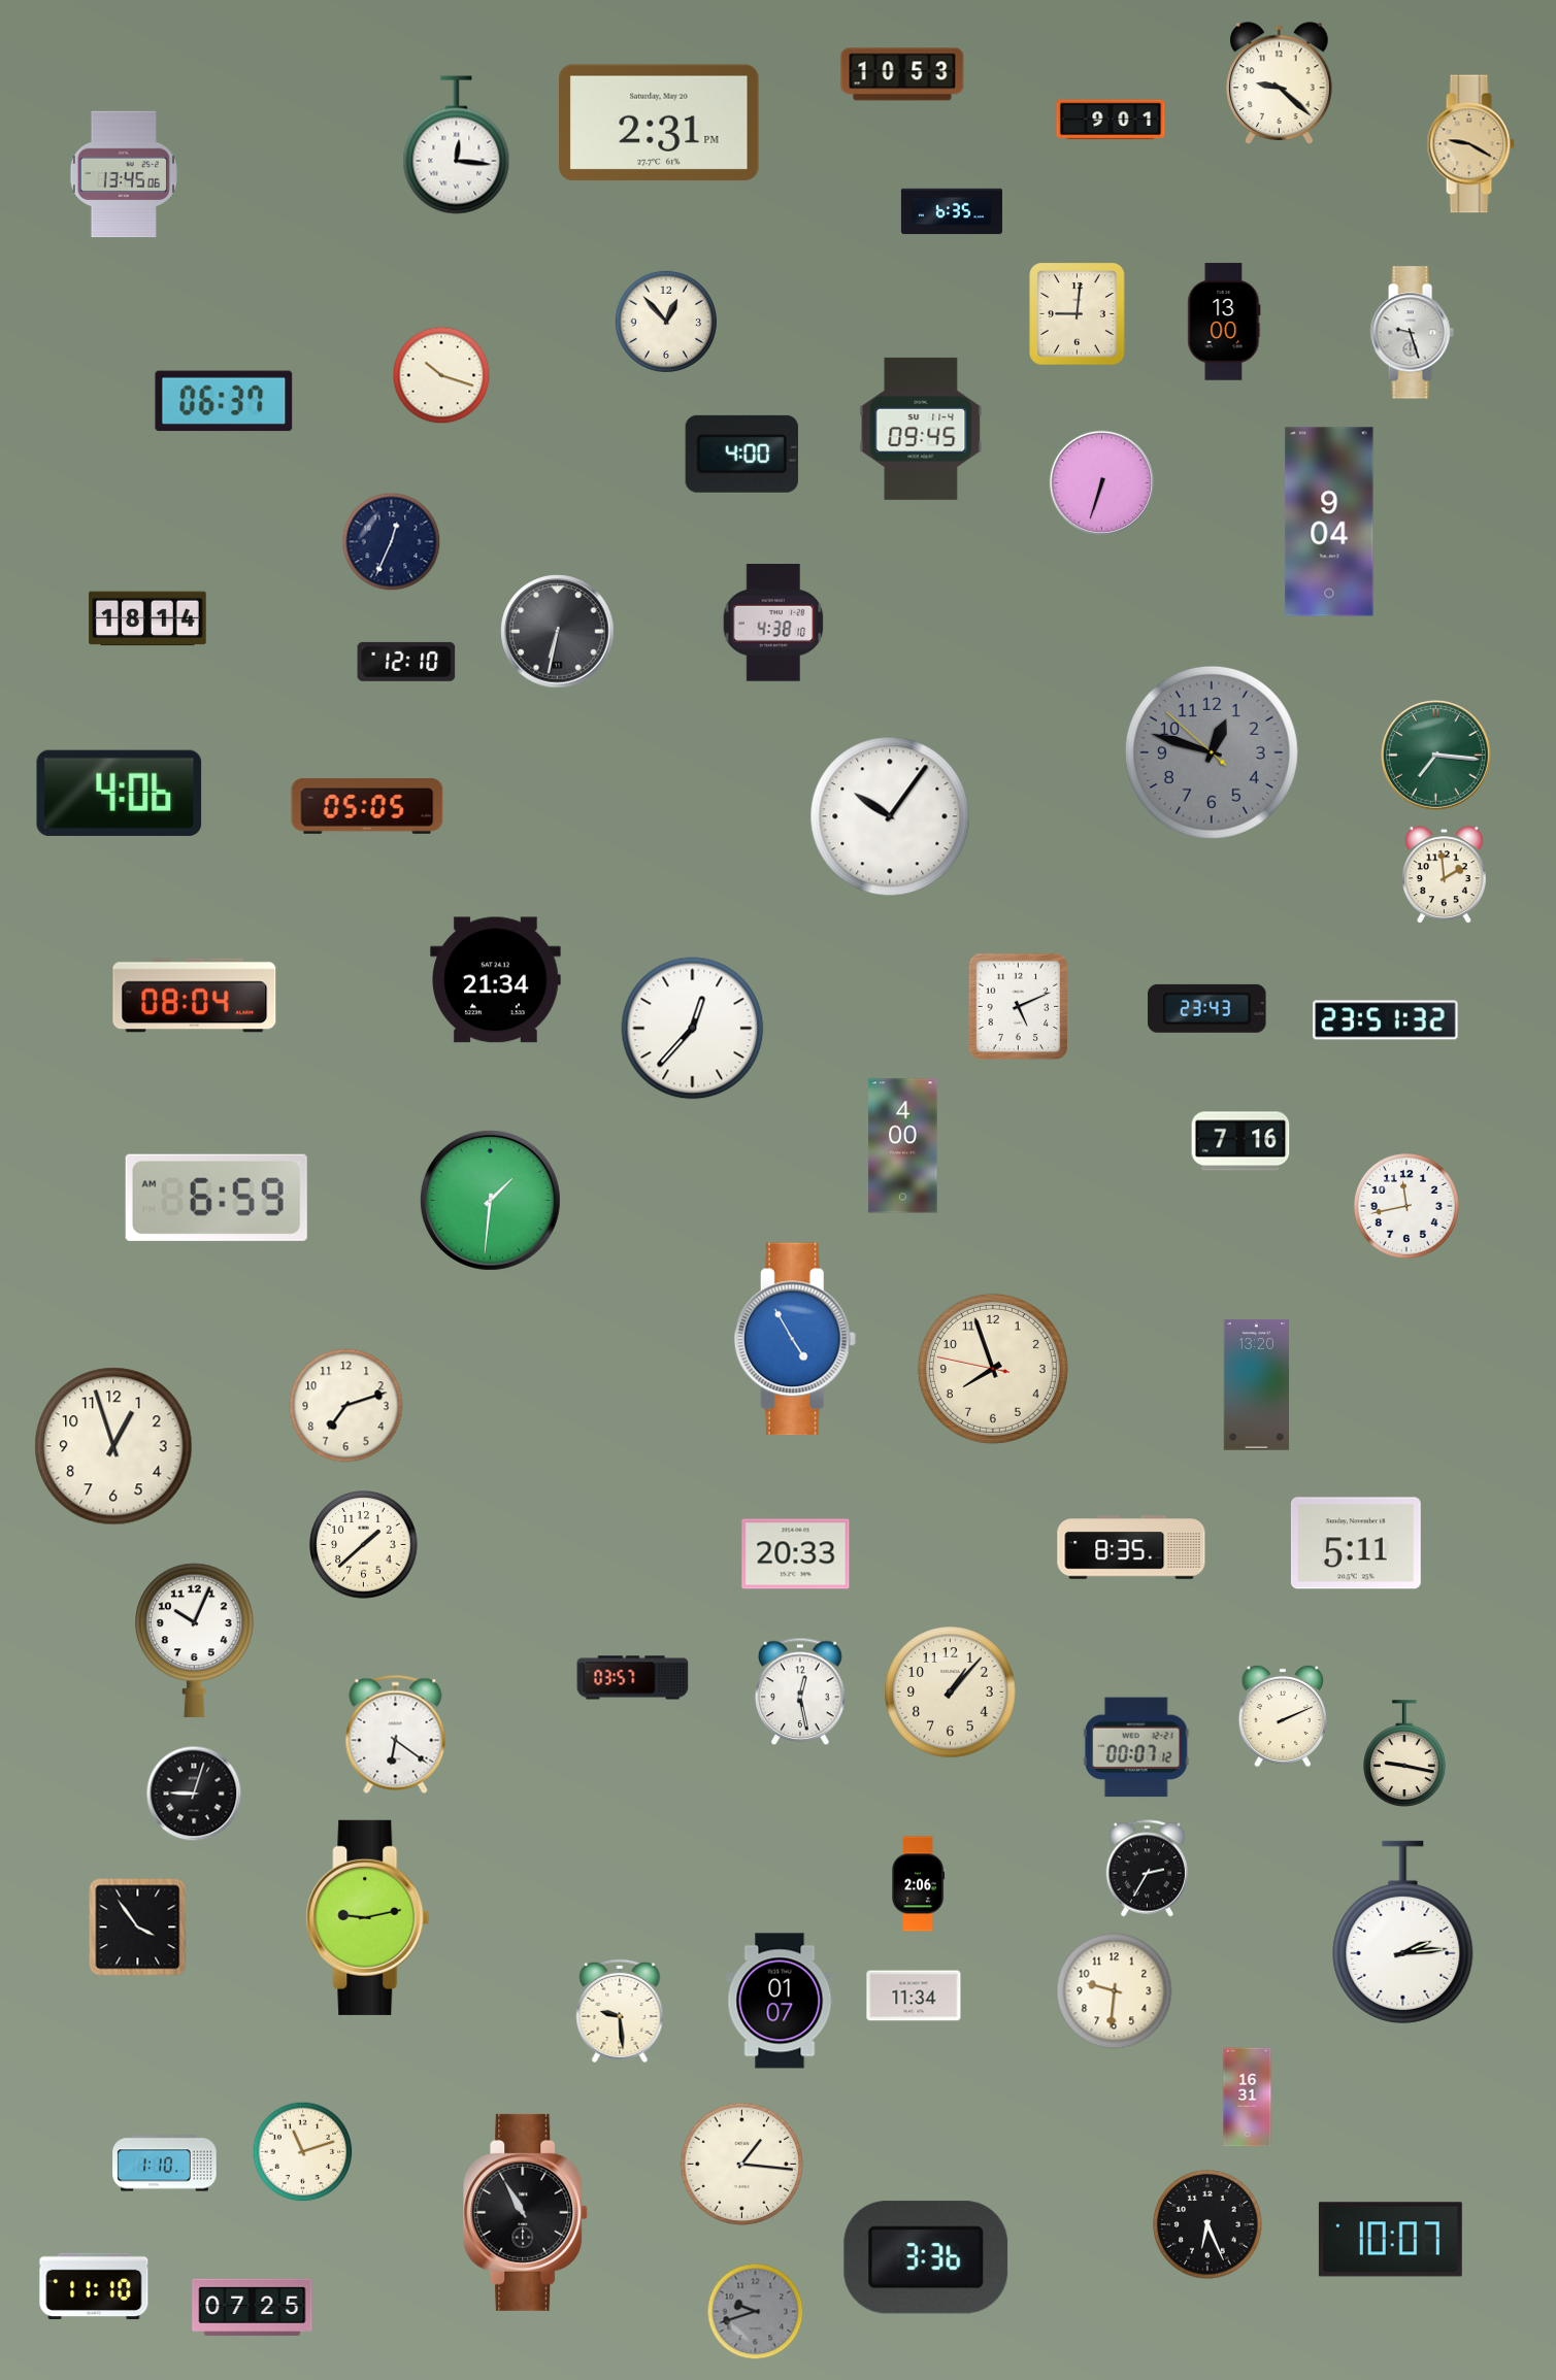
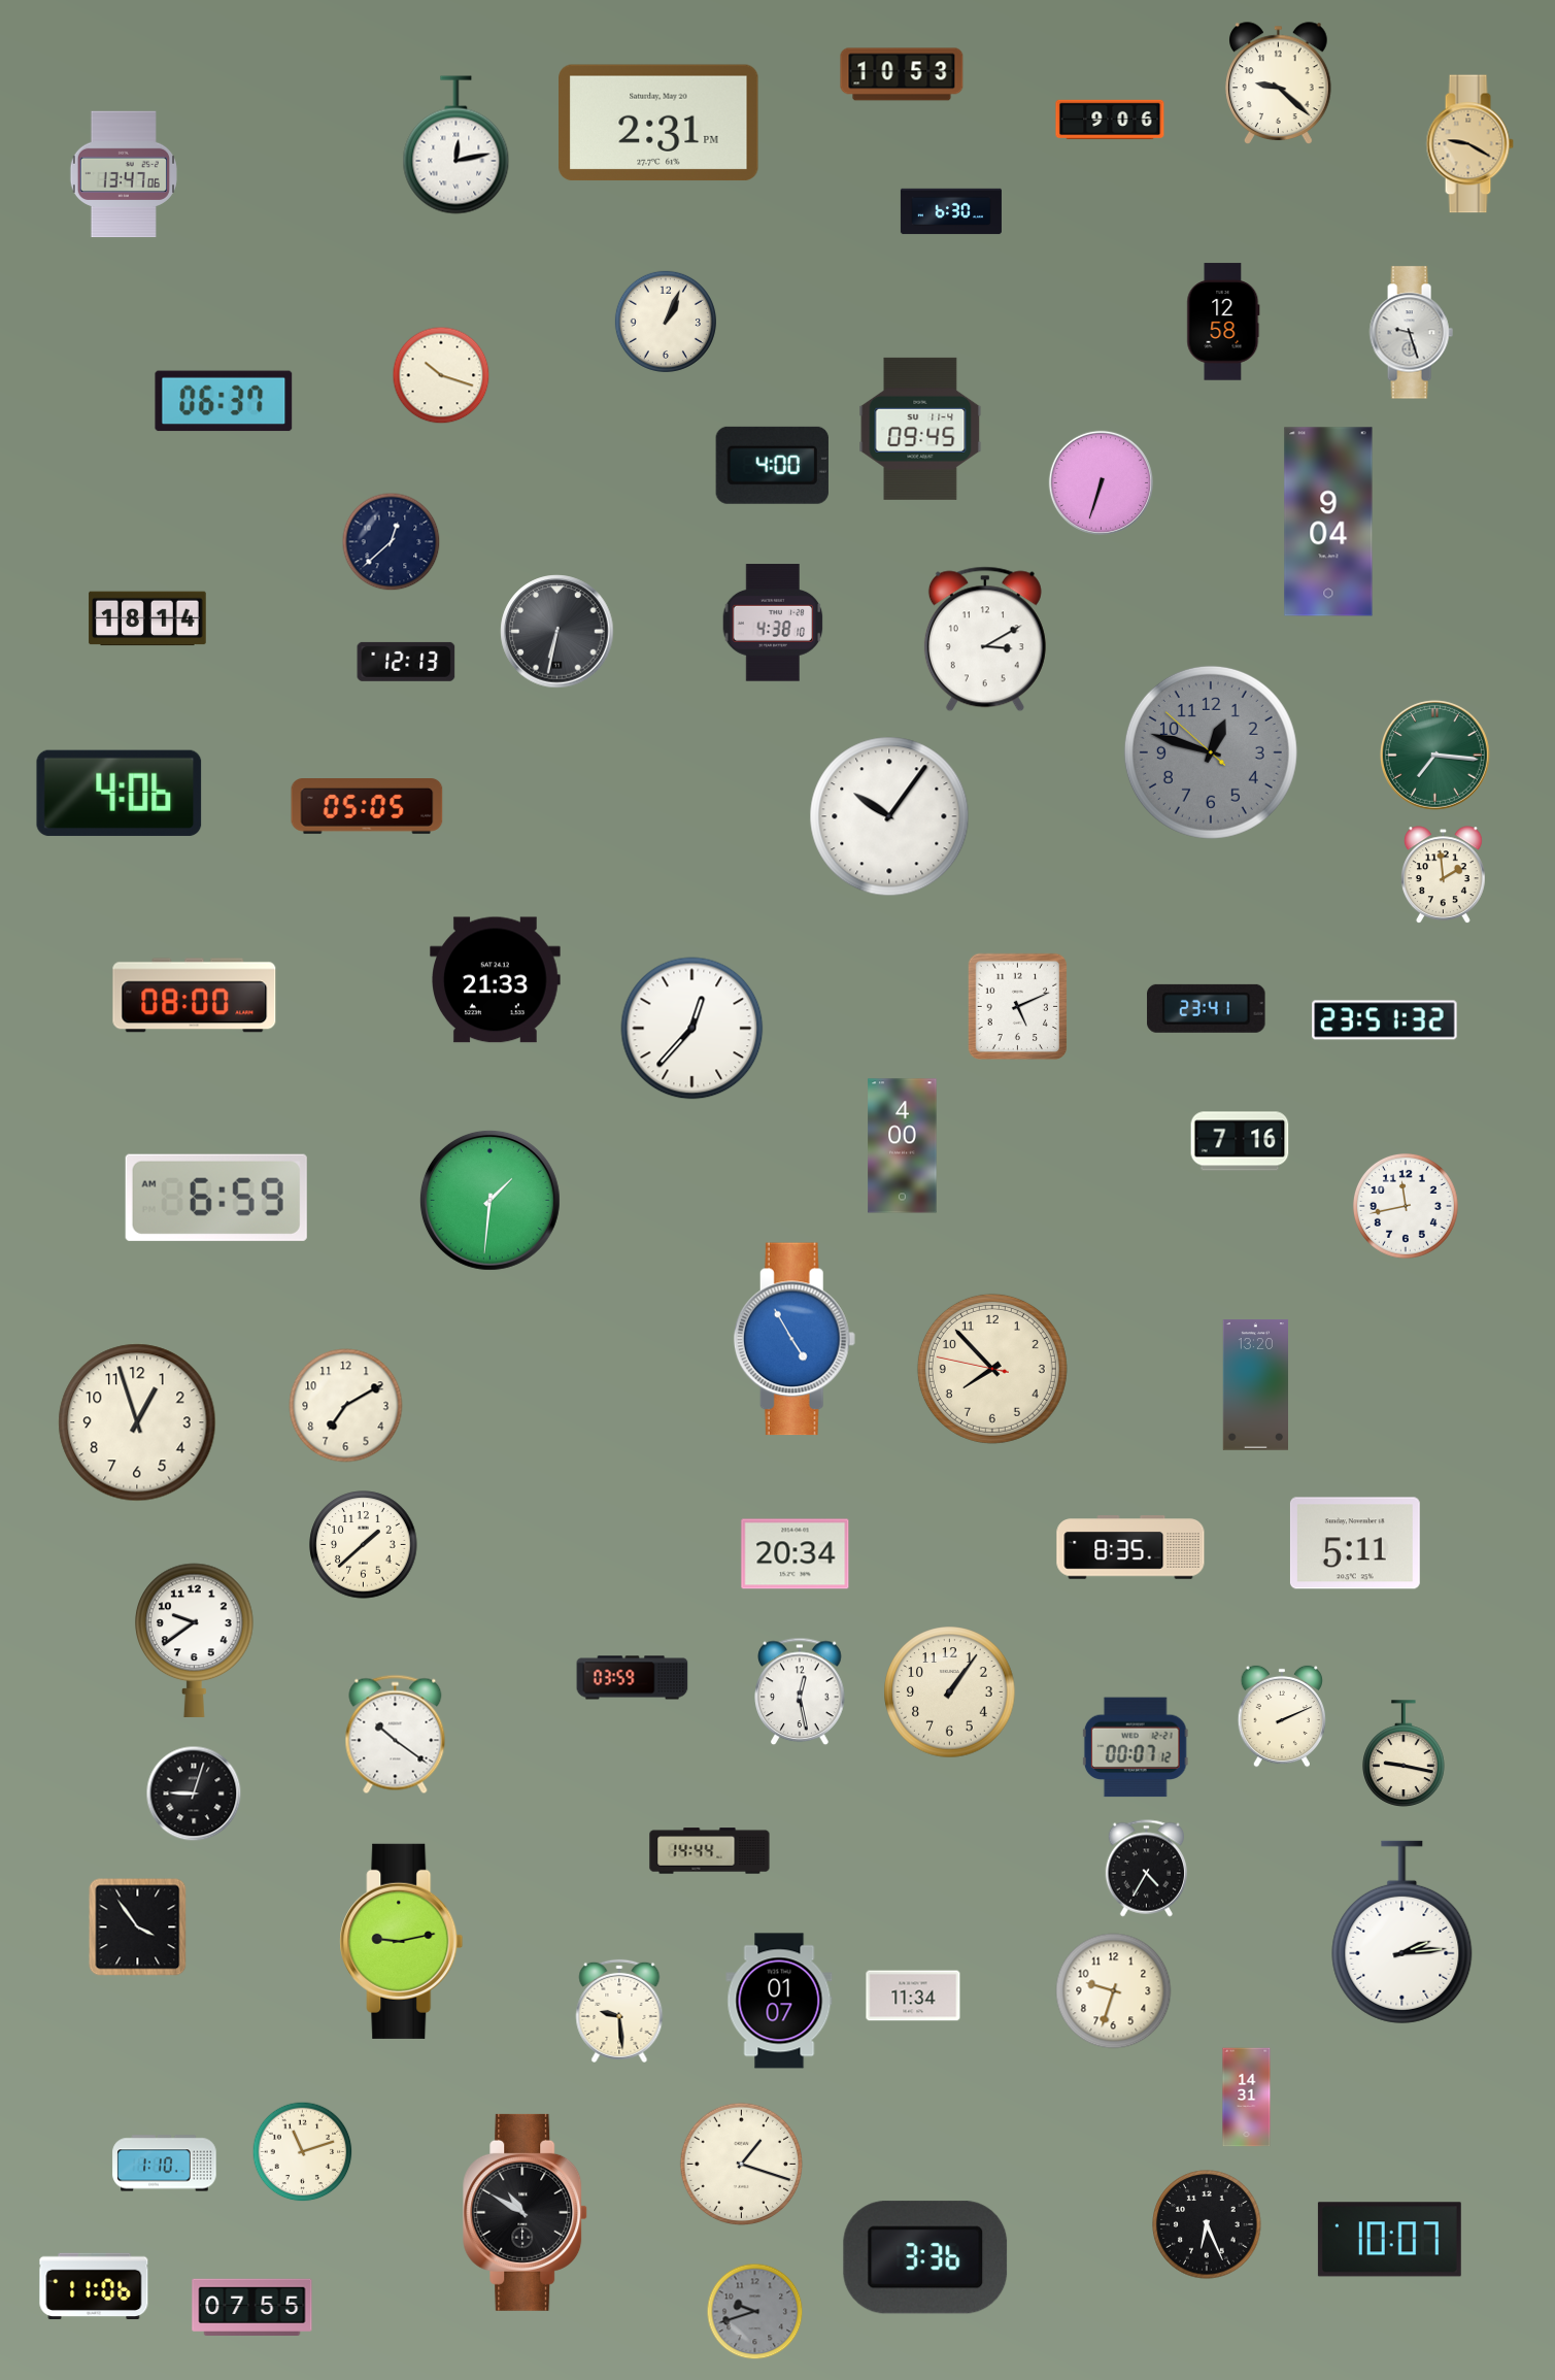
clock at (1111, 120): 9:01 -> 9:06
clock at (457, 145): 12:16 -> 12:13
clock at (124, 174): 13:45 -> 13:47
clock at (952, 211): 6:35 -> 6:30
clock at (1078, 314): 9:01 -> none
clock at (666, 322): 12:53 -> 1:04
clock at (1224, 322): 13:00 -> 12:58
clock at (741, 454) position: (741, 454) -> (772, 465)
clock at (392, 542): 12:34 -> 12:38
clock at (985, 639): none -> 3:10
clock at (406, 662): 12:10 -> 12:13
clock at (496, 980): 21:34 -> 21:33
clock at (195, 996): 08:04 -> 08:00
clock at (1207, 1008): 23:43 -> 23:41
clock at (993, 1369): 7:56 -> 7:52
clock at (346, 1406): 7:12 -> 7:10
clock at (113, 1446) position: (113, 1446) -> (137, 1422)
clock at (796, 1554): 20:33 -> 20:34
clock at (195, 1640): 10:04 -> 9:39
clock at (633, 1678): 03:57 -> 03:59
clock at (951, 1692): 1:07 -> 1:06
clock at (396, 1735): 6:21 -> 10:21
clock at (710, 1851): none -> 14:44
clock at (1147, 1869): 2:35 -> 4:35
clock at (919, 1884): 2:06 -> none
clock at (368, 1917) position: (368, 1917) -> (402, 1941)
clock at (1115, 1991): 9:31 -> 9:33
clock at (1248, 2098): 16:31 -> 14:31
clock at (742, 2165): 1:16 -> 1:18
clock at (526, 2212): 10:55 -> 10:50
clock at (94, 2286): 11:10 -> 11:06
clock at (253, 2307): 07:25 -> 07:55
